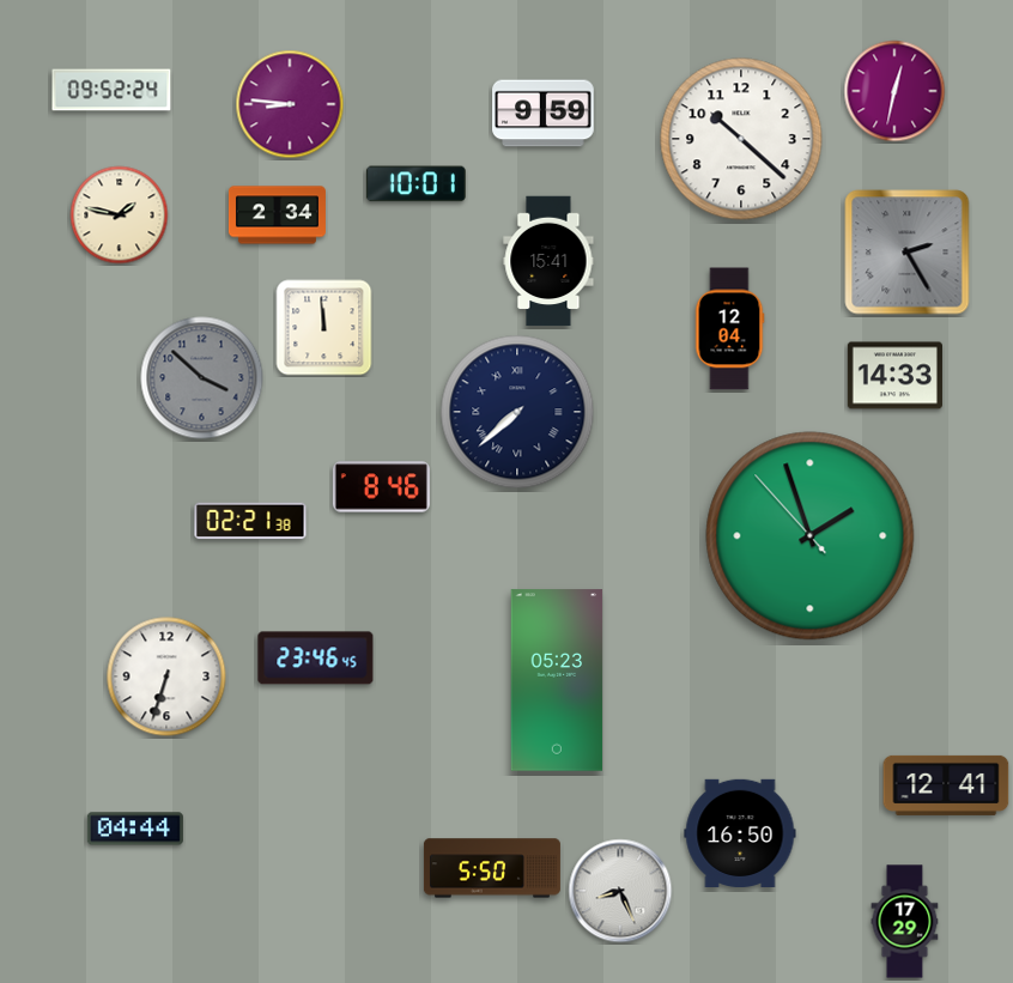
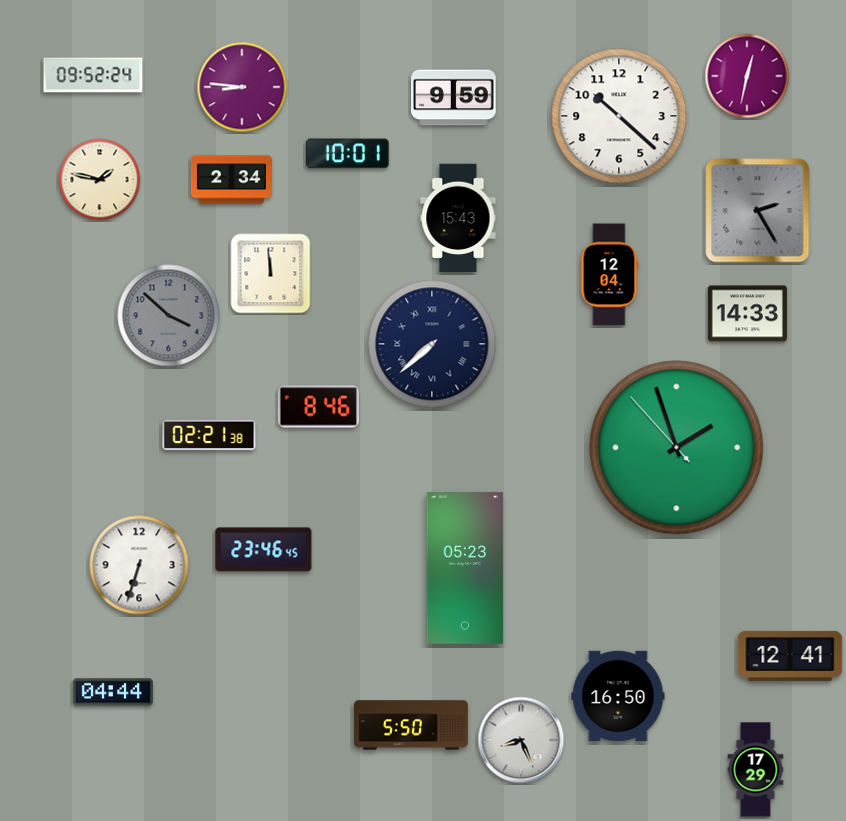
clock at (544, 114) position: (544, 114) -> (454, 98)
clock at (548, 261): 15:41 -> 15:43
clock at (620, 891) position: (620, 891) -> (521, 740)
